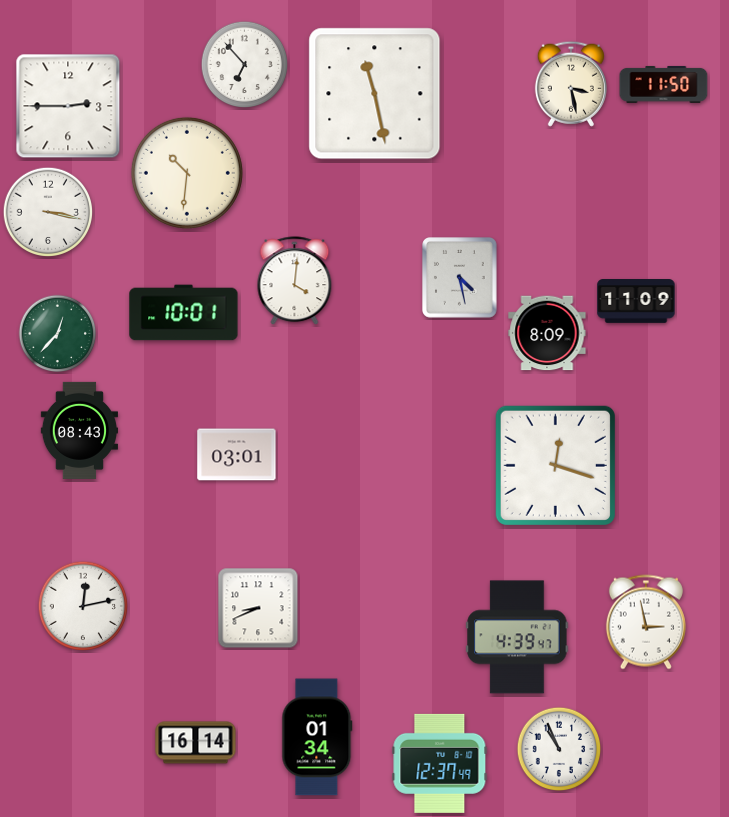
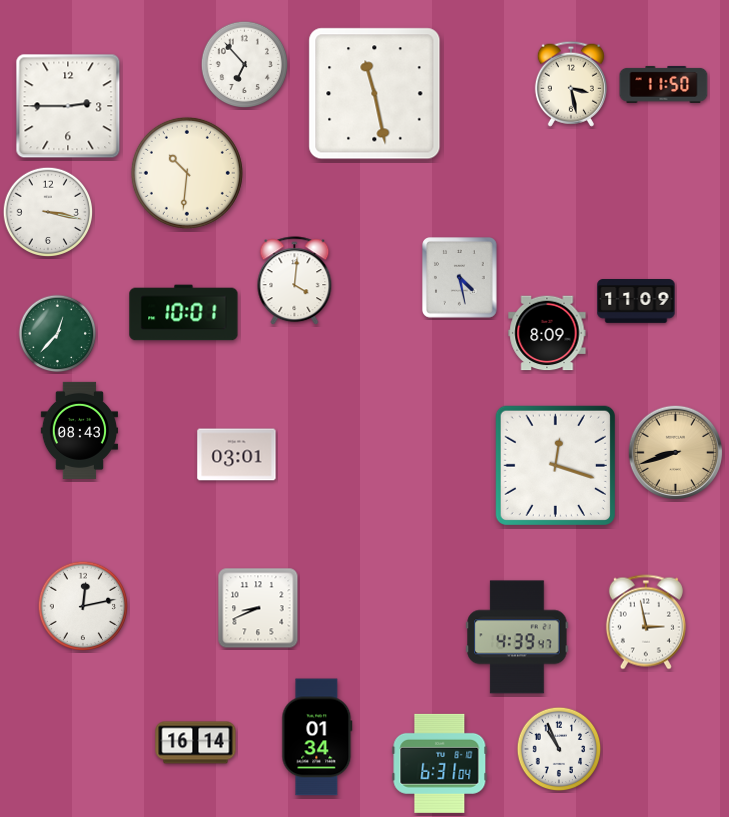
clock at (676, 453): none -> 8:42
clock at (440, 763): 12:37 -> 6:31
